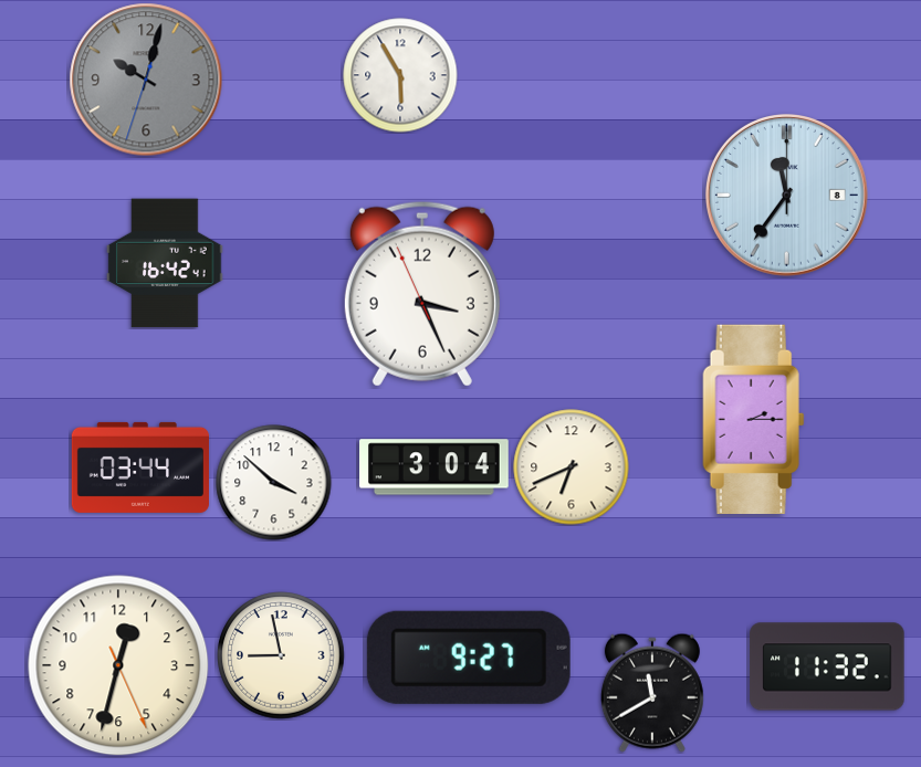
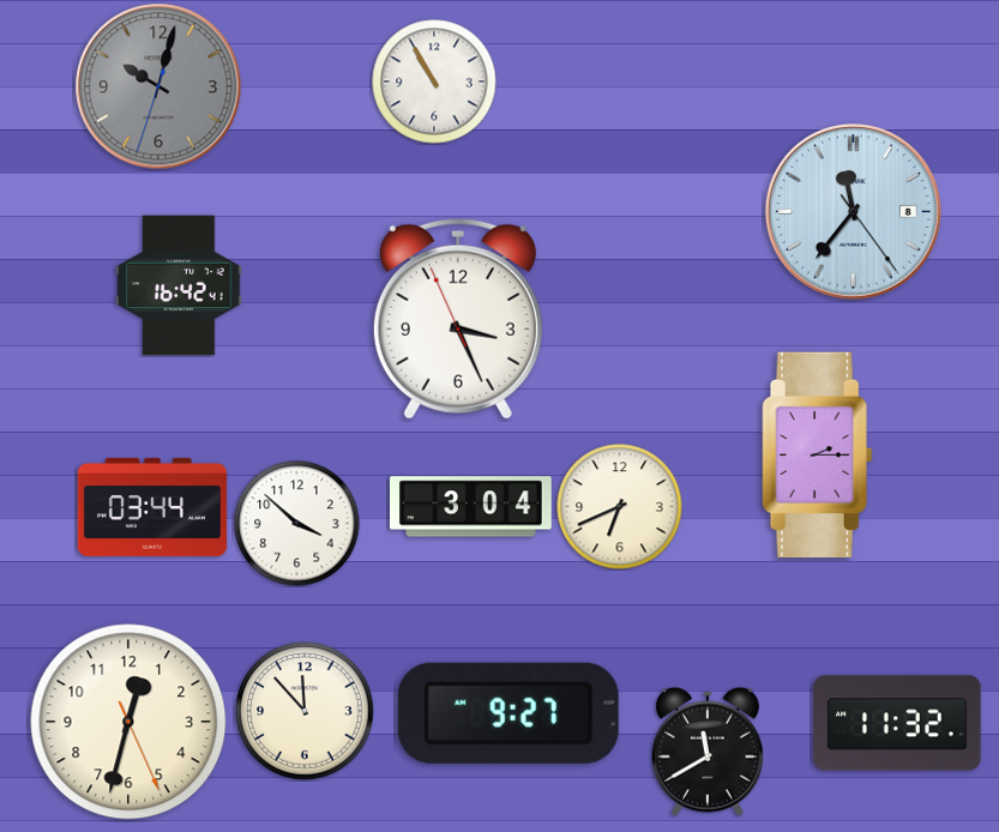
clock at (400, 75): 5:55 -> 10:55
clock at (787, 196): 11:36:00 -> 11:36:24
clock at (281, 655): 8:58 -> 11:53
